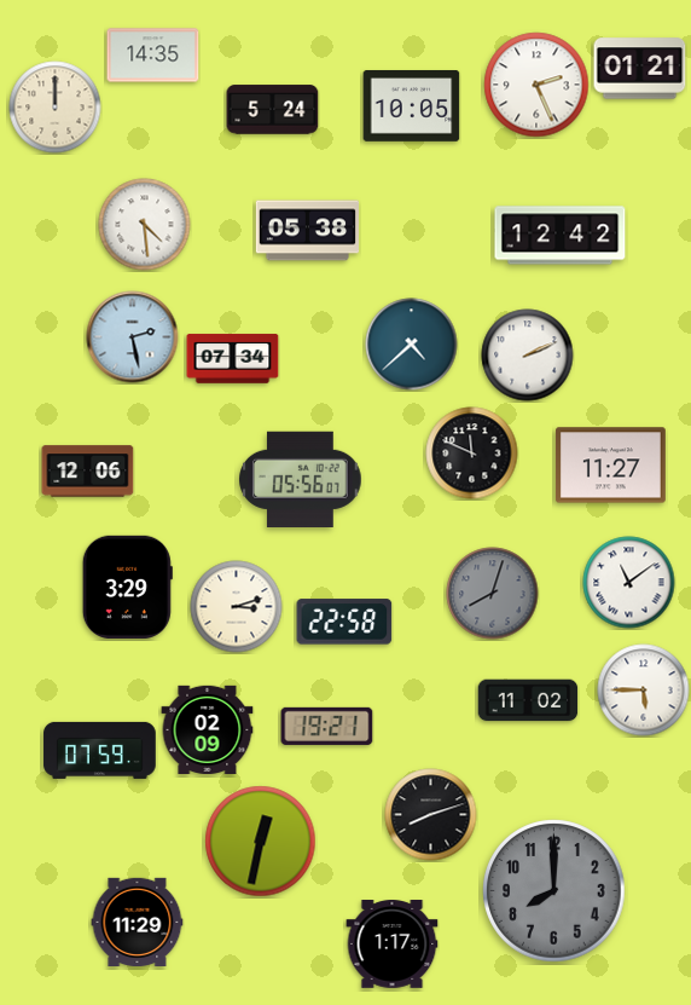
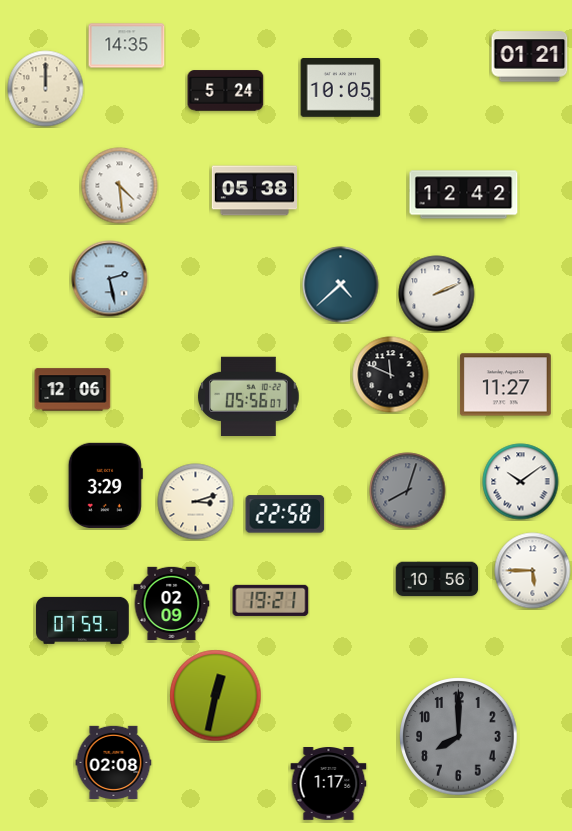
clock at (536, 85): 2:26 -> none
clock at (233, 359): 07:34 -> none
clock at (629, 583): 11:09 -> 10:09
clock at (528, 700): 11:02 -> 10:56
clock at (431, 815): 8:12 -> none
clock at (138, 922): 11:29 -> 02:08
clock at (393, 945) position: (393, 945) -> (329, 784)
